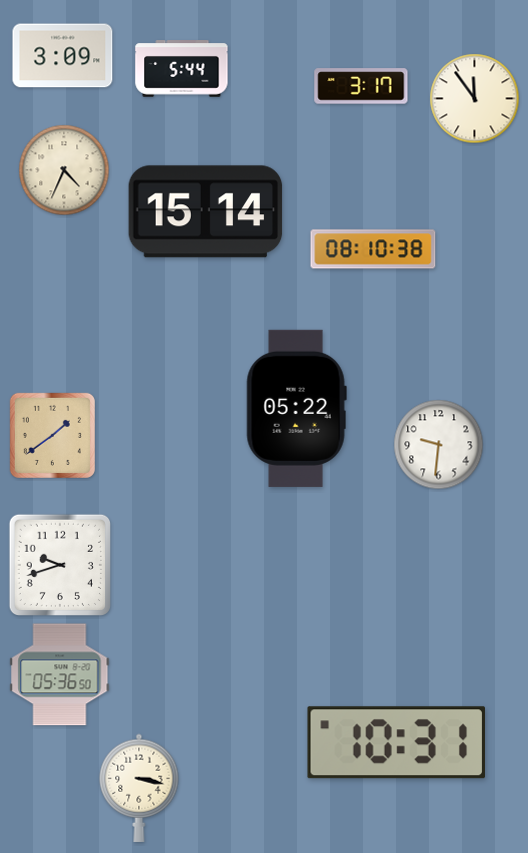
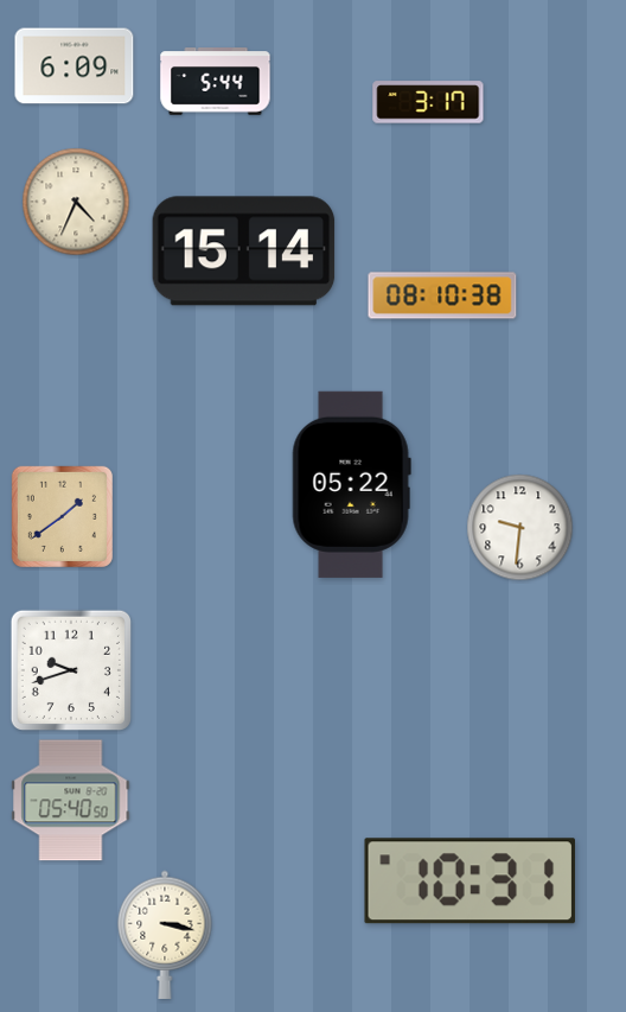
clock at (63, 56): 3:09 -> 6:09
clock at (475, 99): 11:54 -> none
clock at (60, 675): 05:36 -> 05:40
